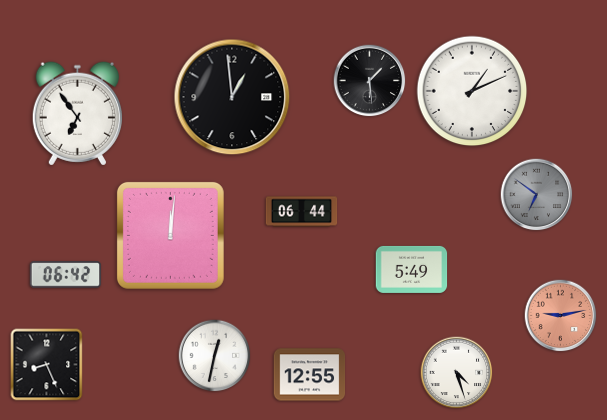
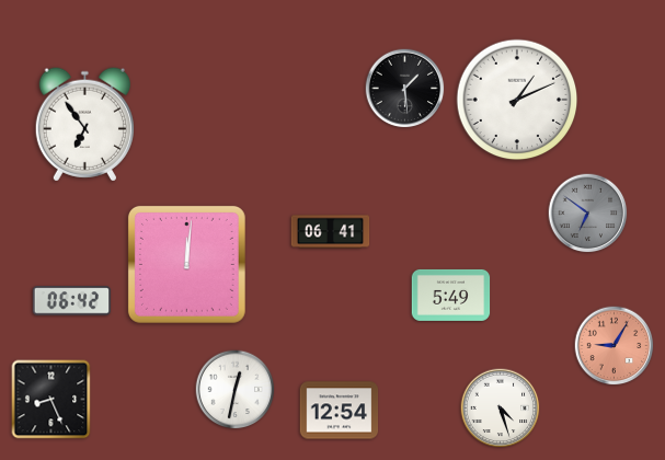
clock at (232, 97): 12:59 -> none
clock at (302, 212): 06:44 -> 06:41
clock at (170, 235) position: (170, 235) -> (186, 264)
clock at (561, 316): 9:13 -> 9:05
clock at (310, 375): 12:55 -> 12:54
